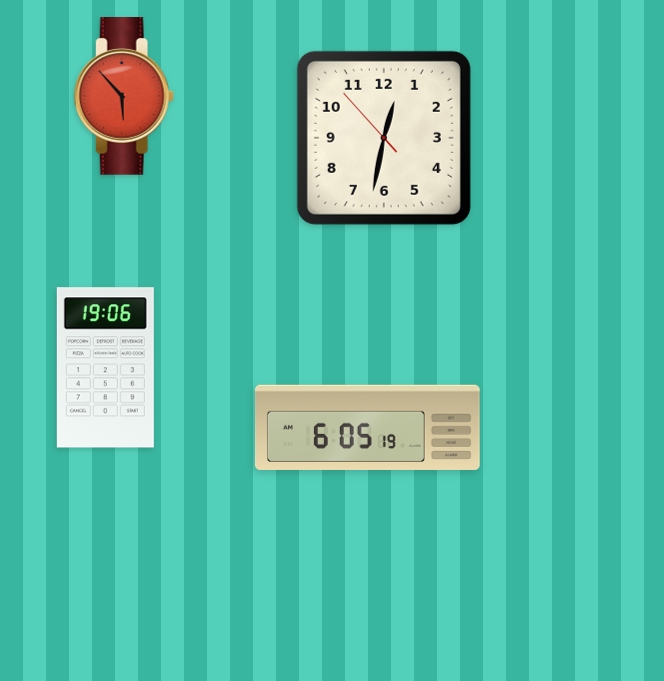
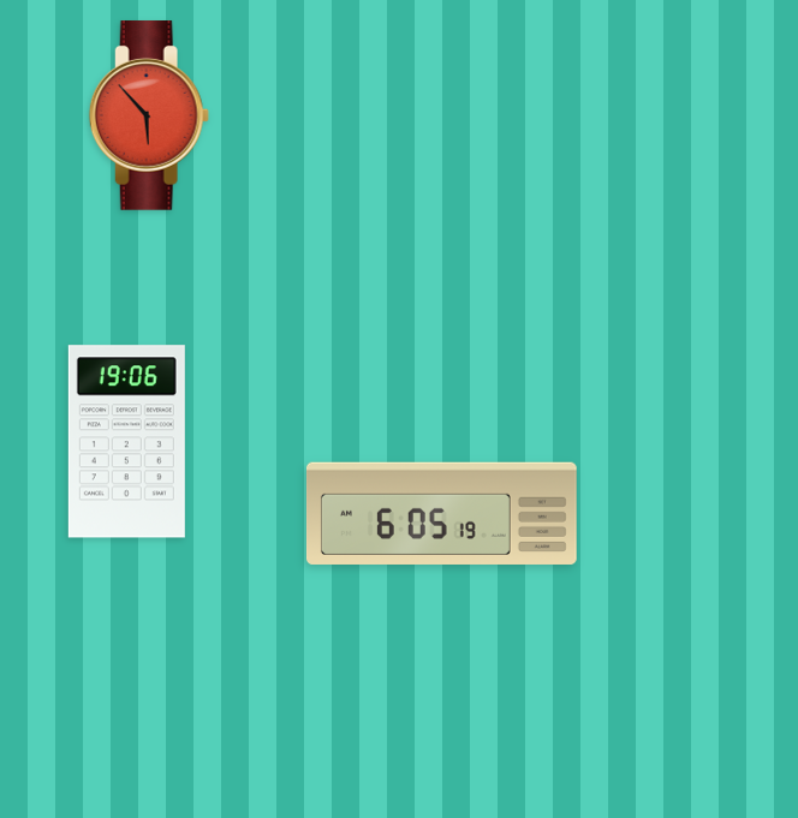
clock at (384, 138): 12:31 -> none
